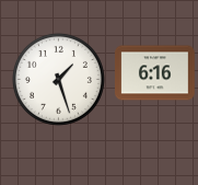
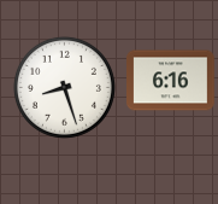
clock at (58, 79): 1:27 -> 8:27
